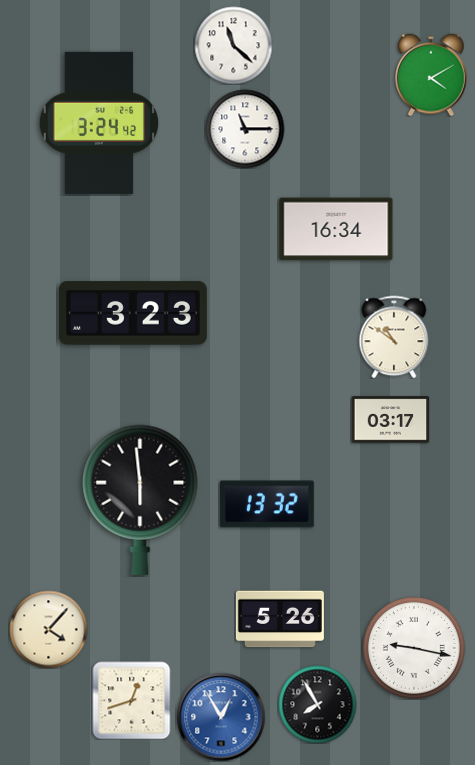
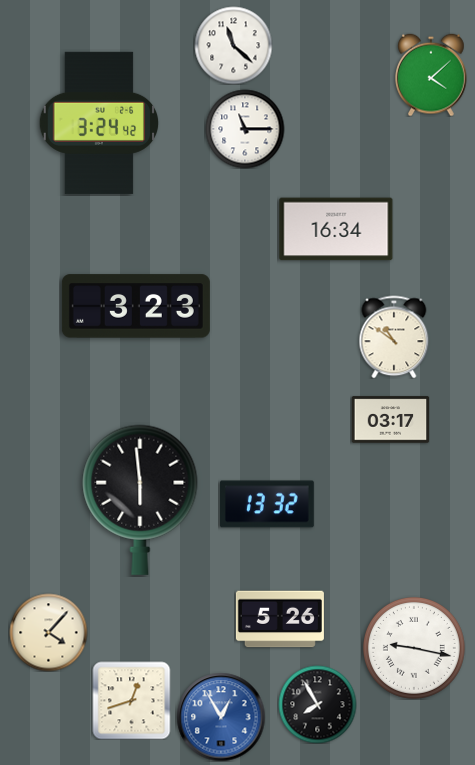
clock at (431, 75): 4:10 -> 4:08
clock at (133, 313) position: (133, 313) -> (136, 306)
clock at (48, 629) position: (48, 629) -> (48, 632)
